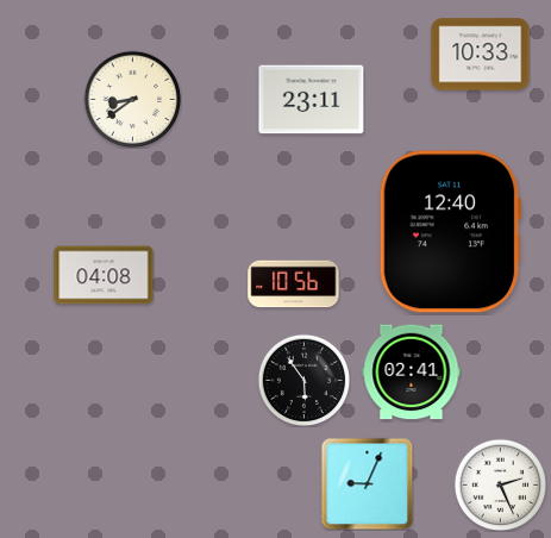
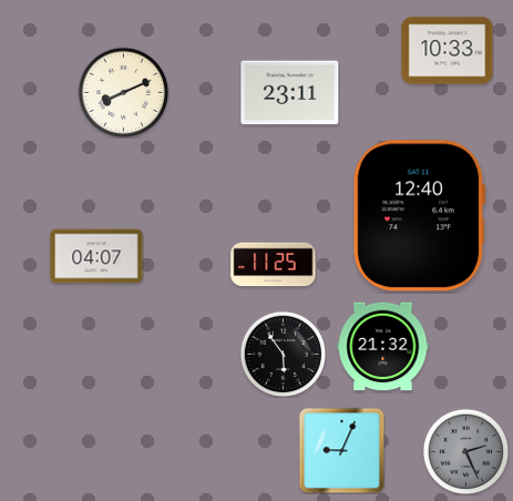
clock at (132, 99): 8:39 -> 8:11
clock at (104, 275): 04:08 -> 04:07
clock at (294, 284): 10:56 -> 11:25
clock at (412, 373): 02:41 -> 21:32
clock at (500, 484) dial: white -> grey
